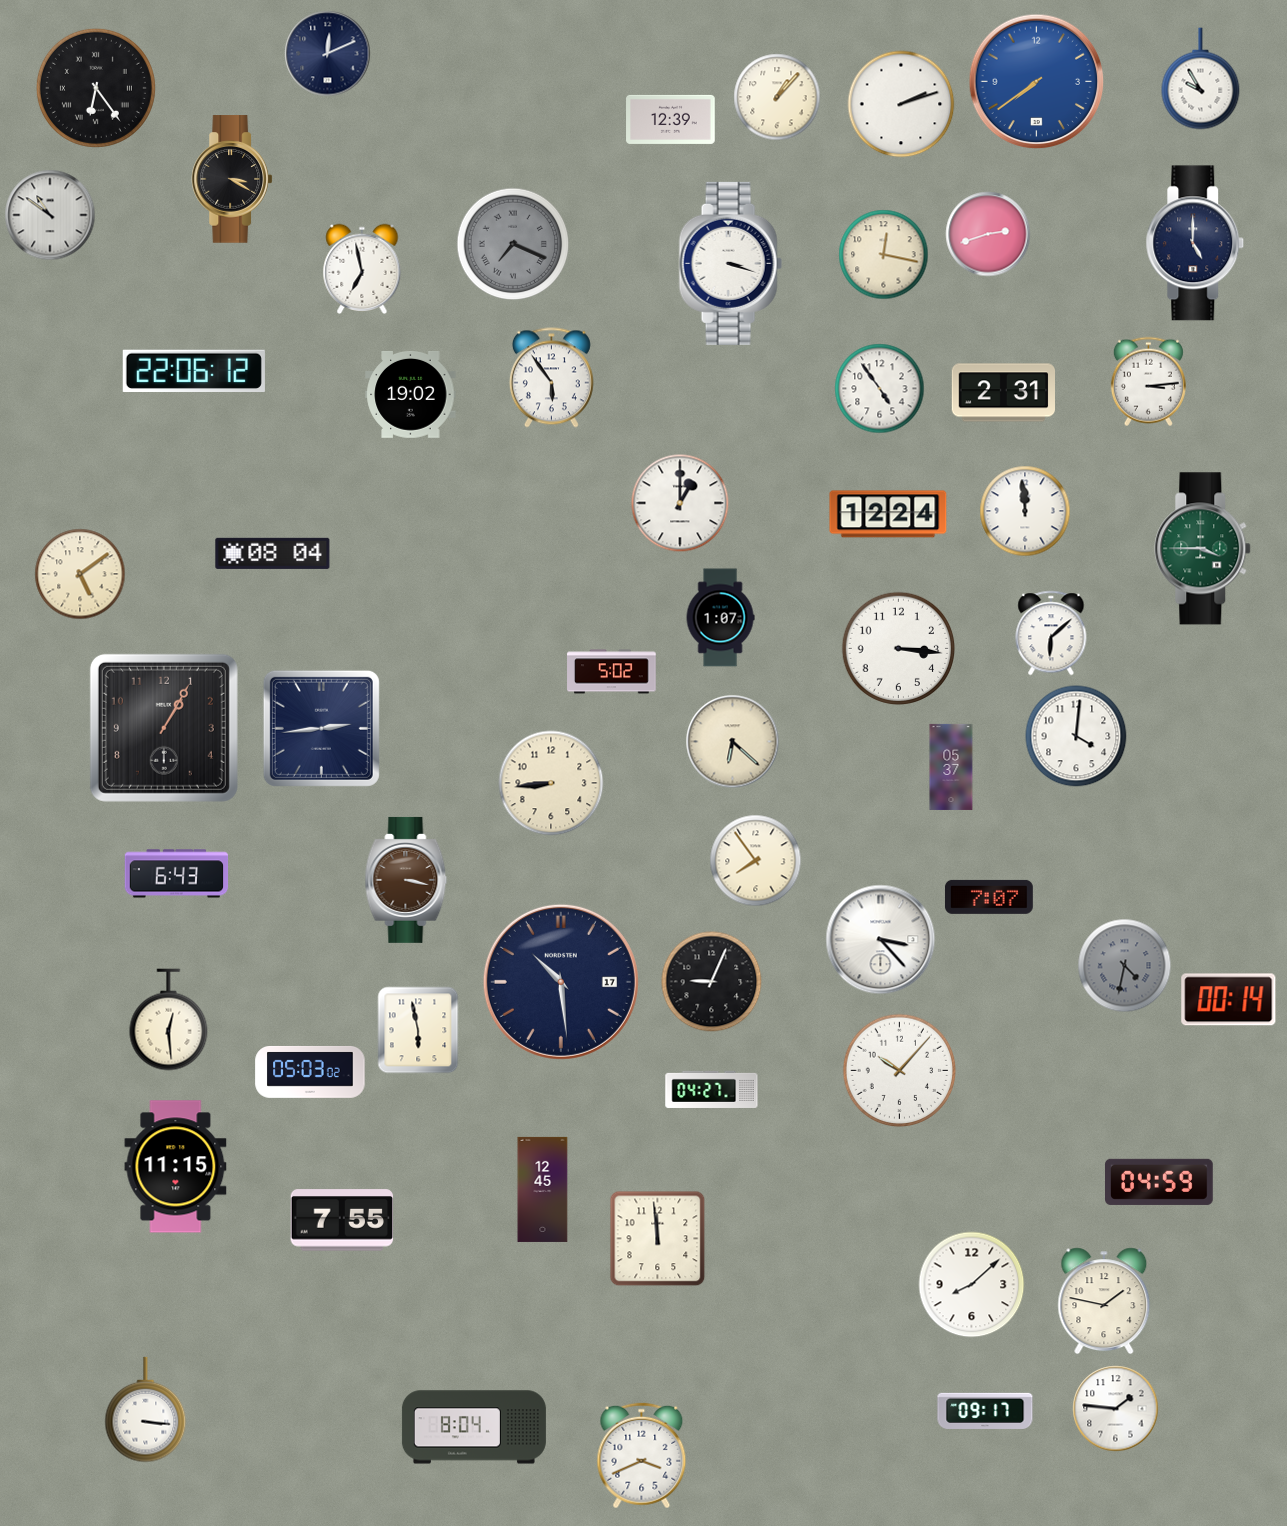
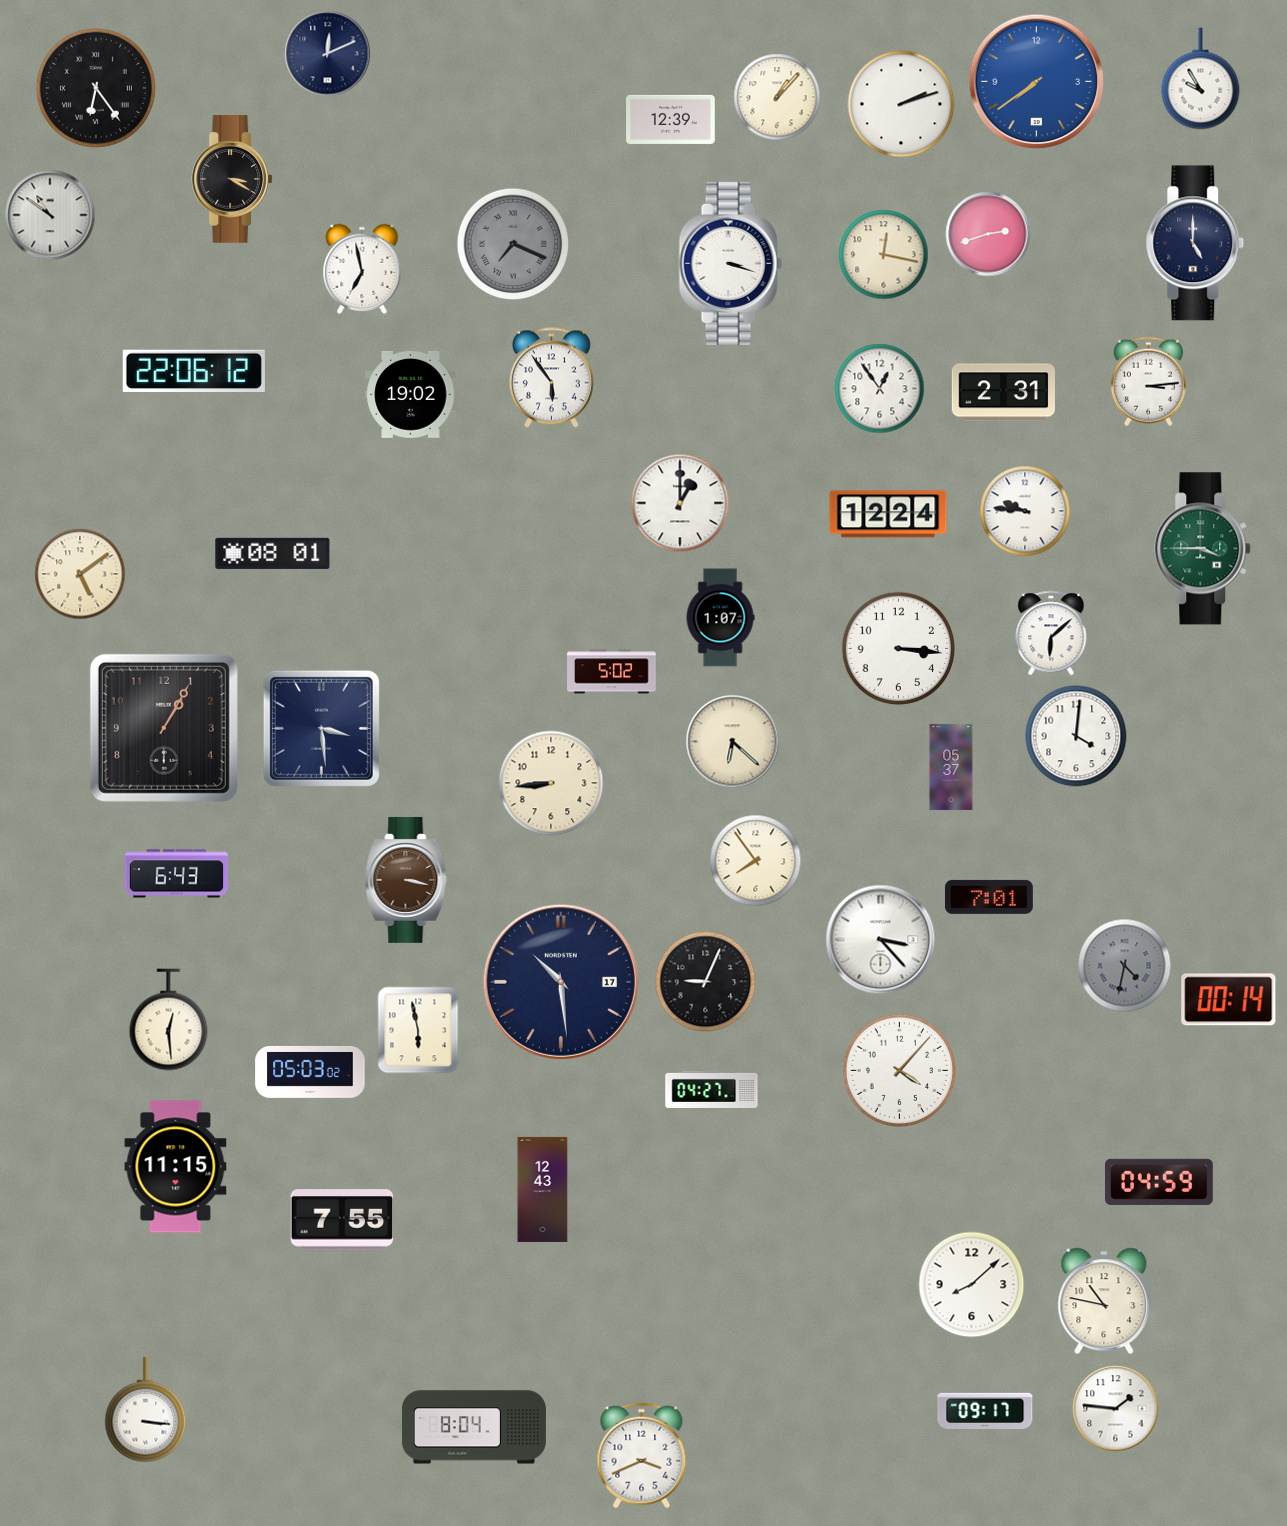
clock at (880, 389): 4:54 -> 12:54
clock at (1025, 511): 11:59 -> 9:46
clock at (273, 553): 08:04 -> 08:01
clock at (321, 728): 2:44 -> 3:29
clock at (989, 897): 7:07 -> 7:01
clock at (712, 982) position: (712, 982) -> (706, 982)
clock at (900, 1071): 10:07 -> 4:07
clock at (543, 1189): 12:45 -> 12:43
clock at (658, 1239): 11:59 -> none
clock at (1104, 1301): 1:47 -> 10:47
